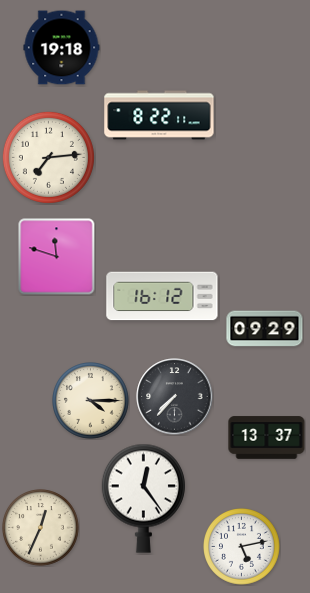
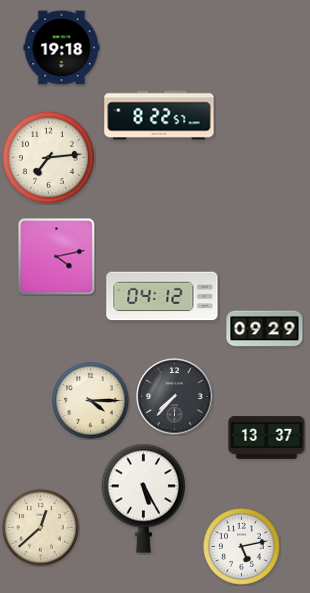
clock at (159, 115): 8:22:11 -> 8:22:57
clock at (57, 257): 11:48 -> 4:13
clock at (162, 296): 16:12 -> 04:12
clock at (143, 498): 12:24 -> 5:25
clock at (41, 528): 12:34 -> 12:38
